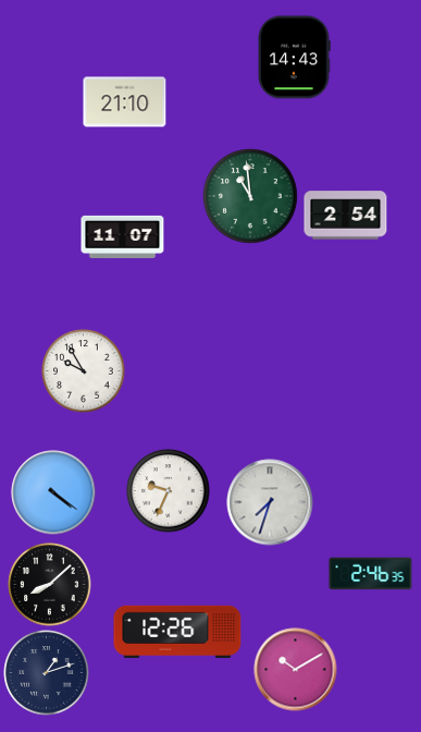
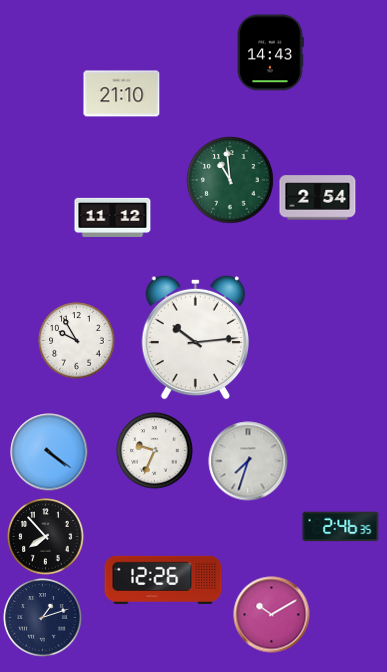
clock at (125, 102) position: (125, 102) -> (122, 94)
clock at (123, 236): 11:07 -> 11:12
clock at (195, 337): none -> 10:14
clock at (50, 585): 8:08 -> 7:53
